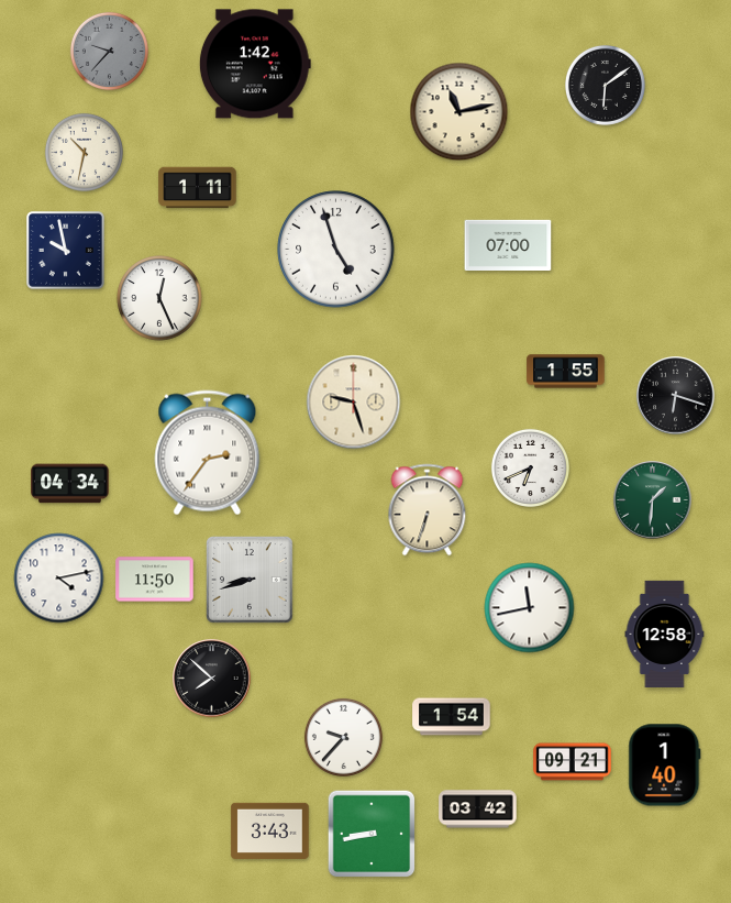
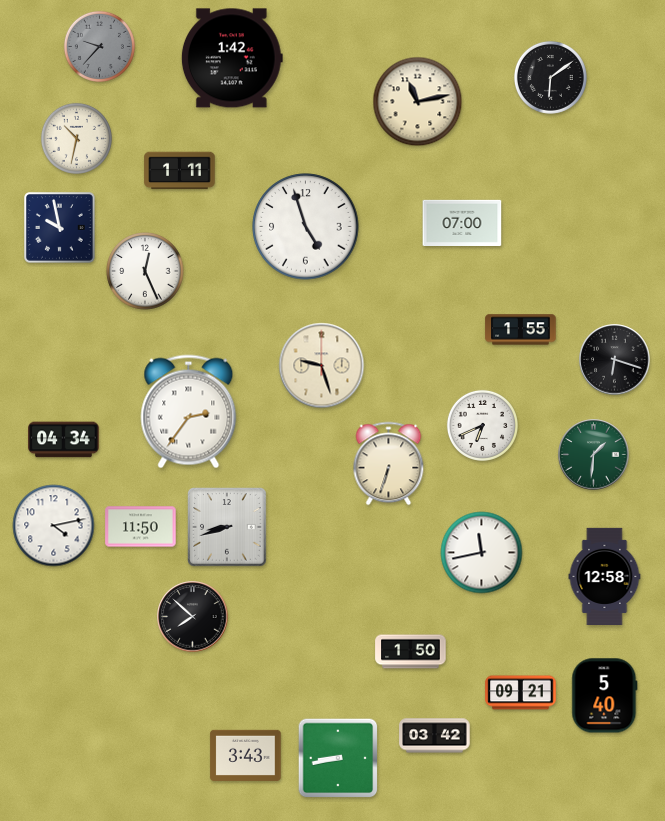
clock at (566, 372) position: (566, 372) -> (521, 330)
clock at (452, 717): 1:54 -> 1:50
clock at (343, 737): 9:37 -> none
clock at (665, 766): 1:40 -> 5:40
